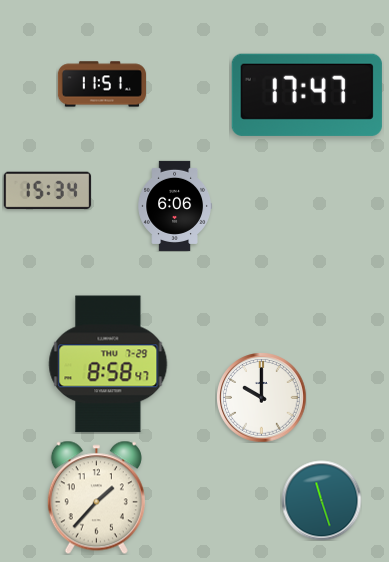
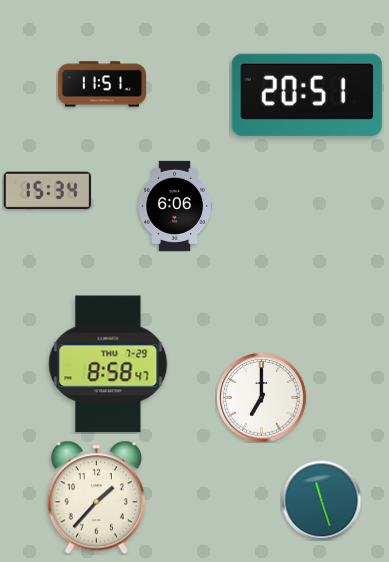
clock at (307, 95): 17:47 -> 20:51
clock at (261, 397): 10:00 -> 7:00
